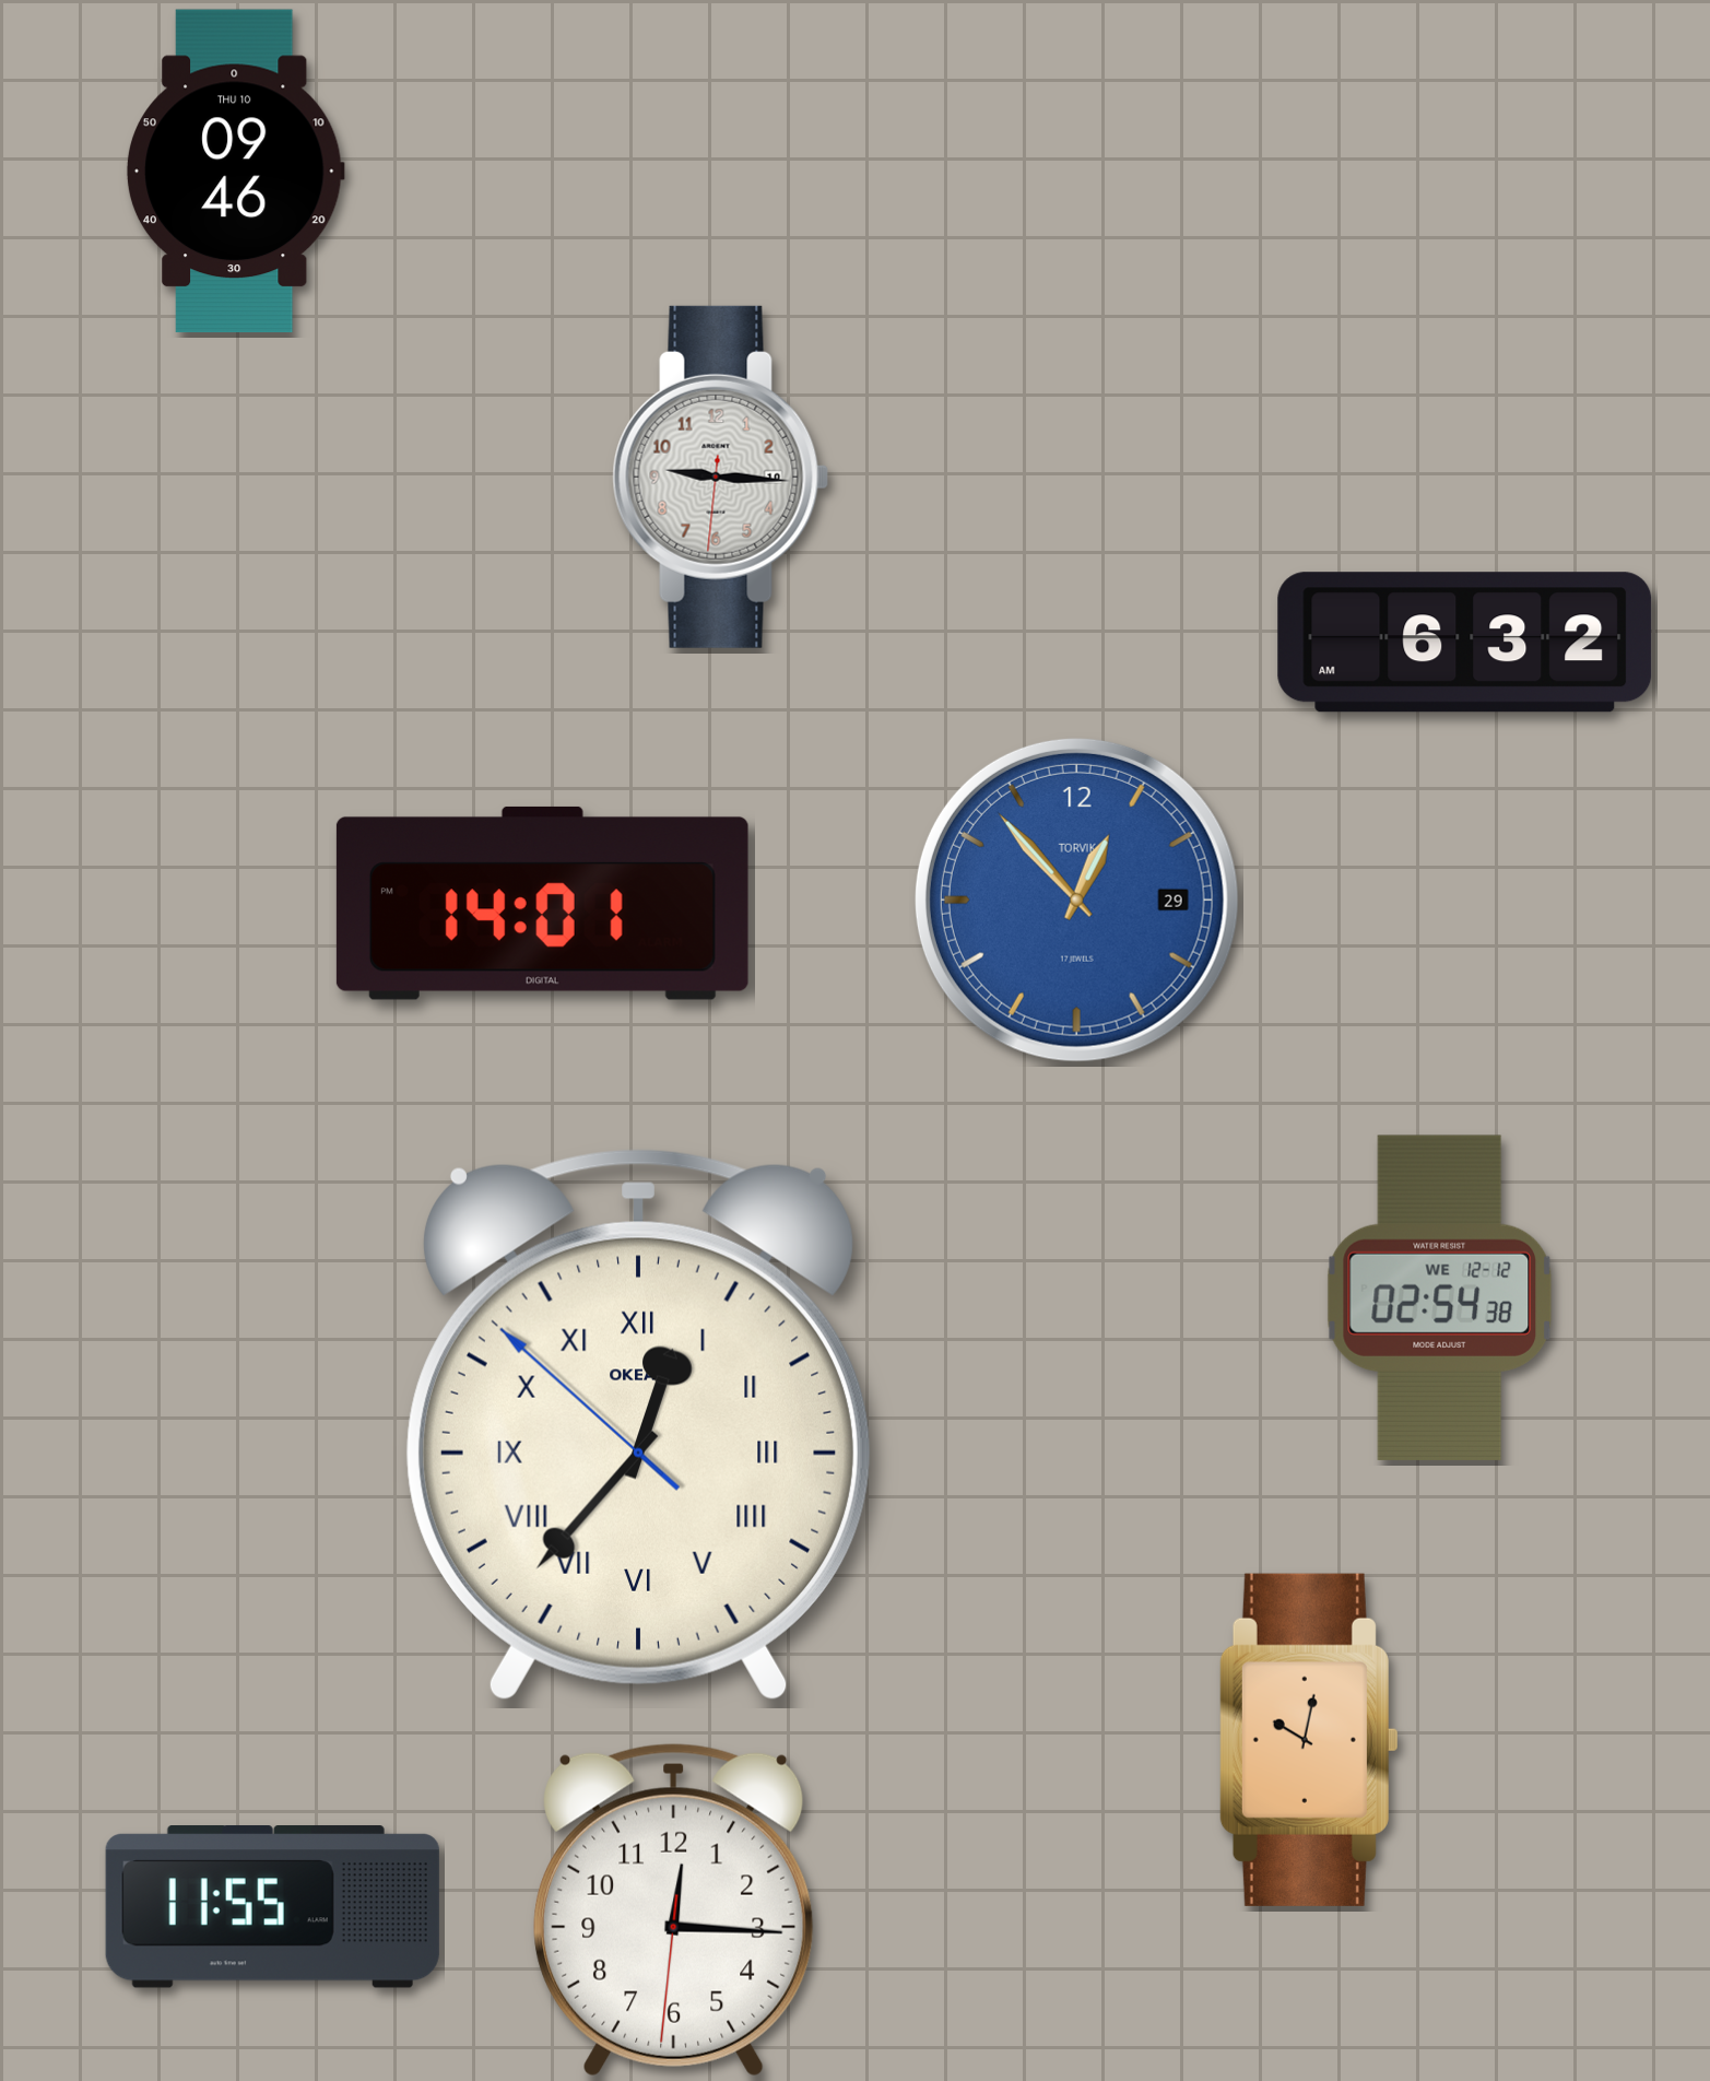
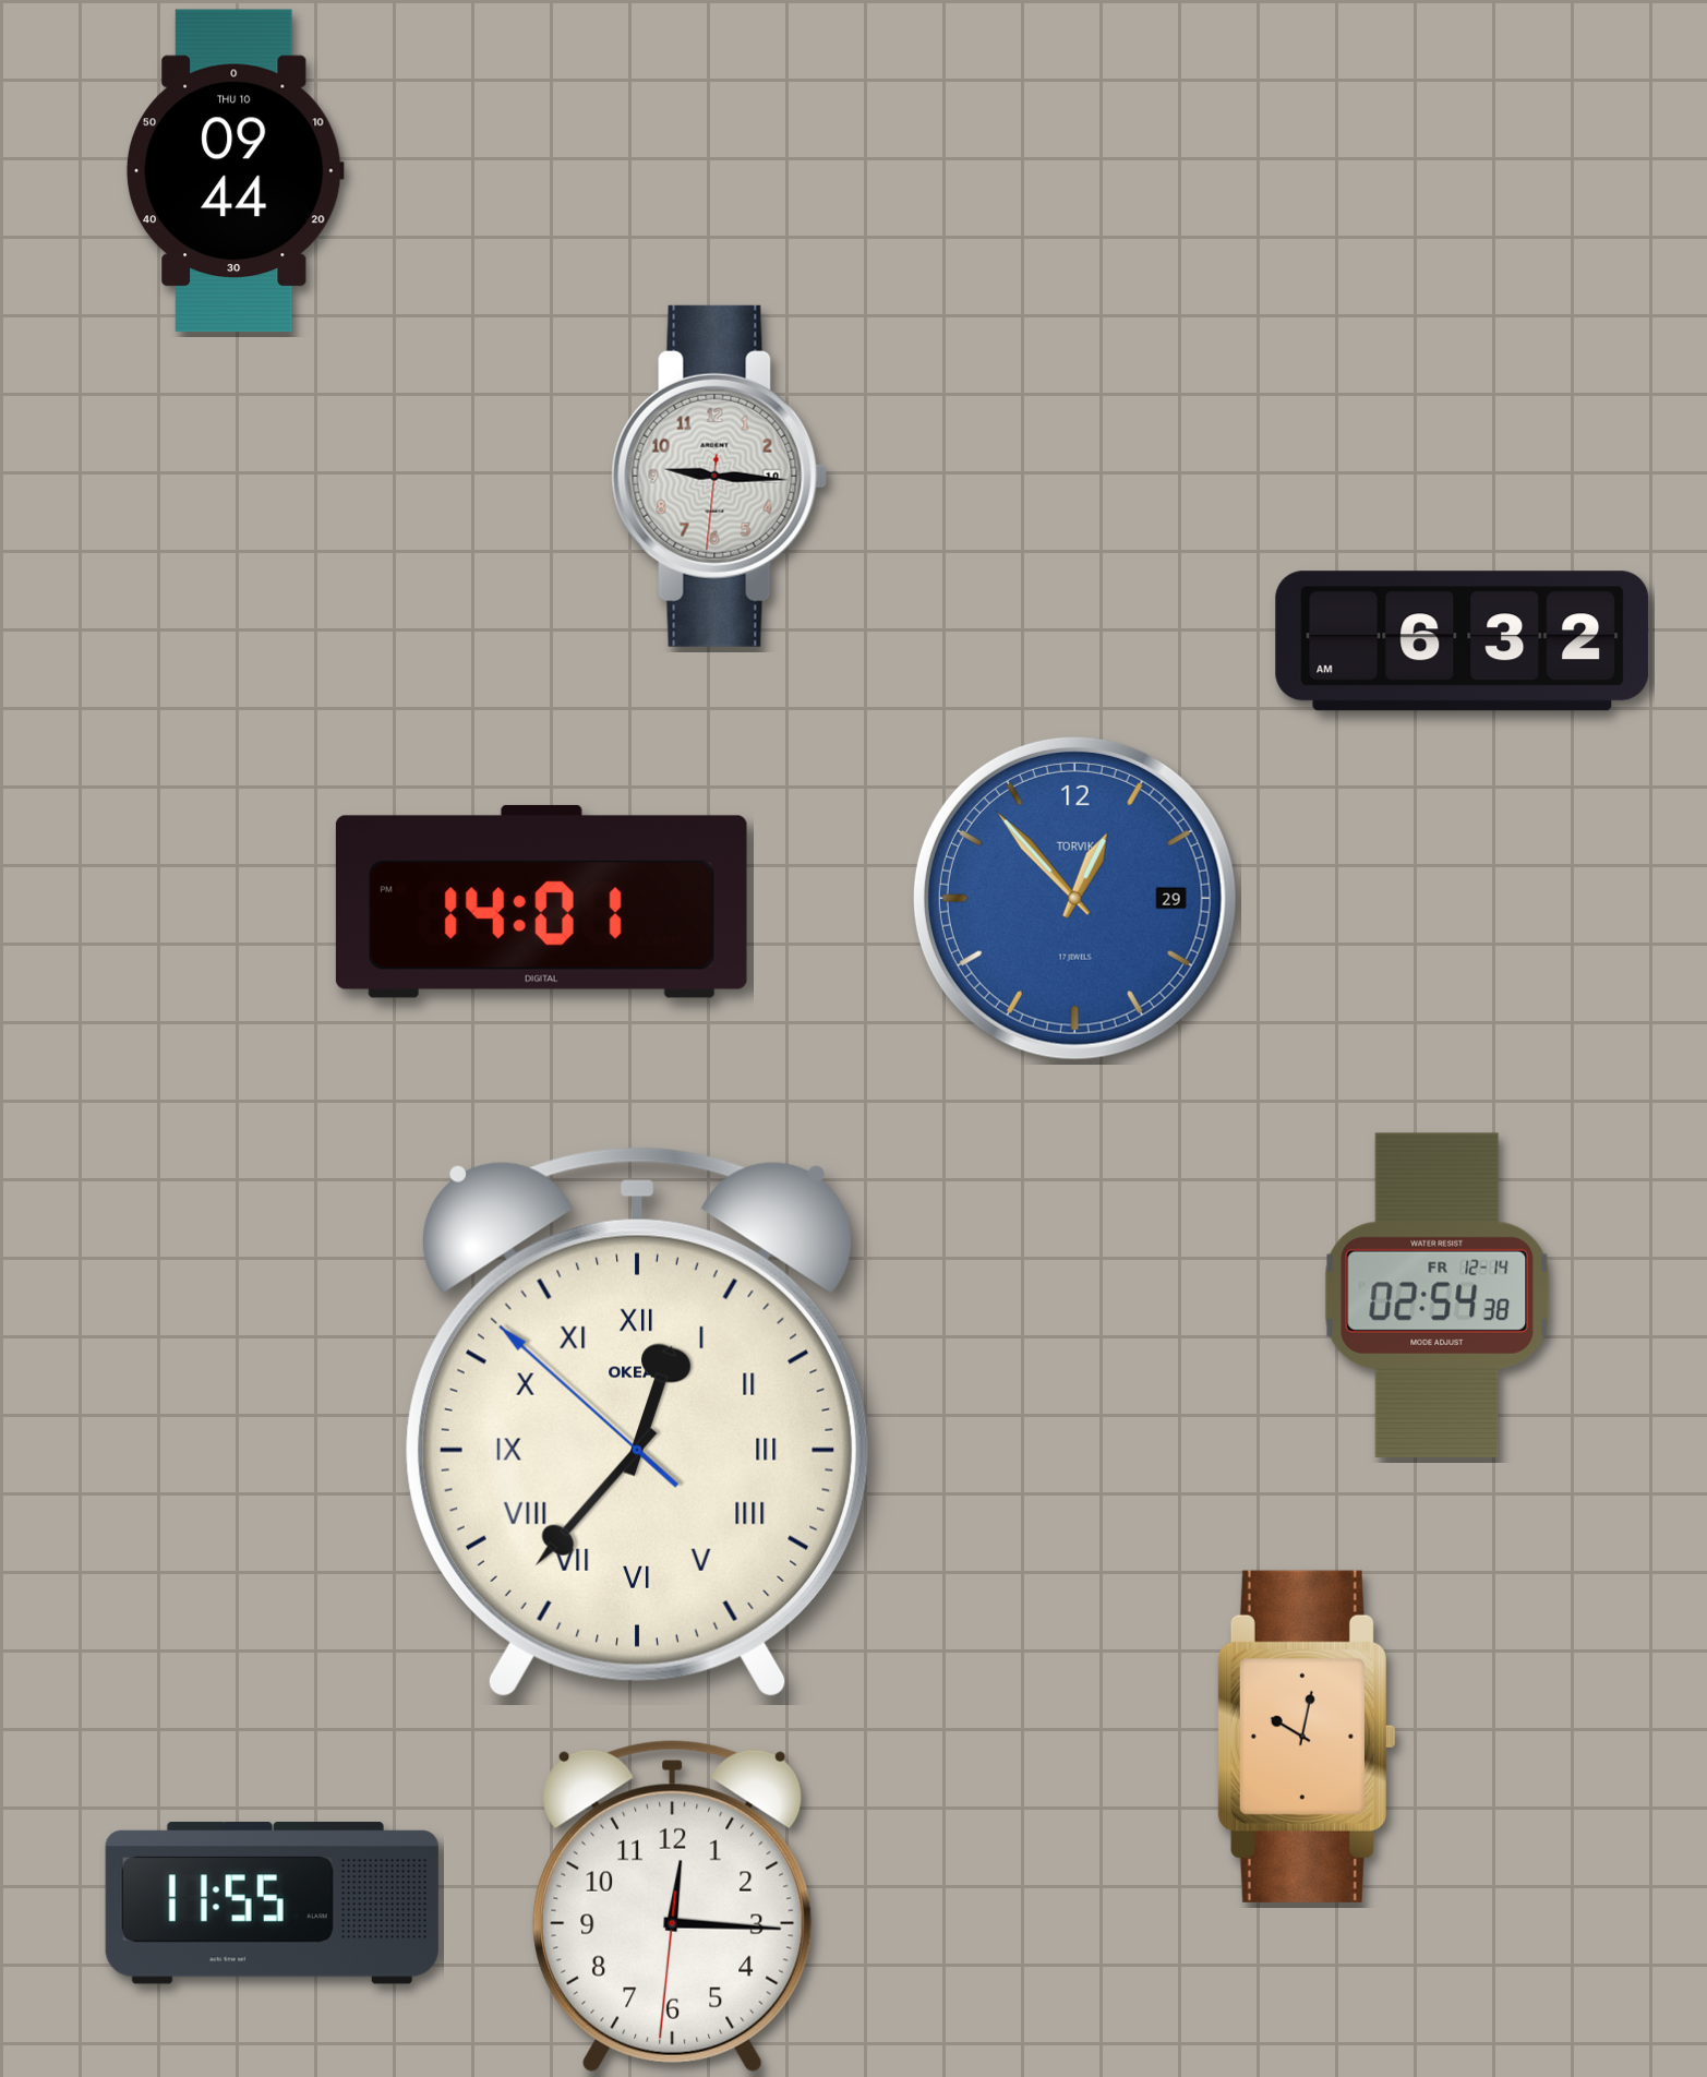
clock at (235, 172): 09:46 -> 09:44
clock at (1439, 1297) date: WE 12-12 -> FR 12-14
